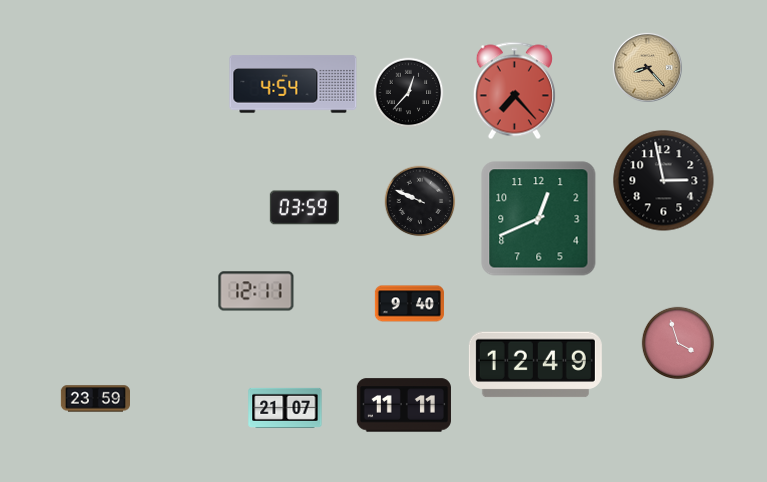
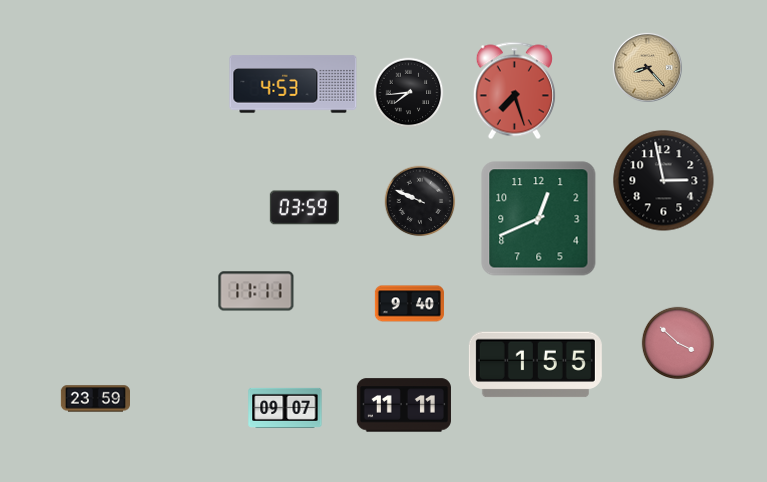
clock at (293, 84): 4:54 -> 4:53
clock at (514, 91): 7:23 -> 7:27
clock at (409, 93): 12:37 -> 7:44
clock at (256, 291): 12:11 -> 11:11
clock at (677, 342): 3:57 -> 3:52
clock at (535, 365): 12:49 -> 1:55
clock at (285, 408): 21:07 -> 09:07
